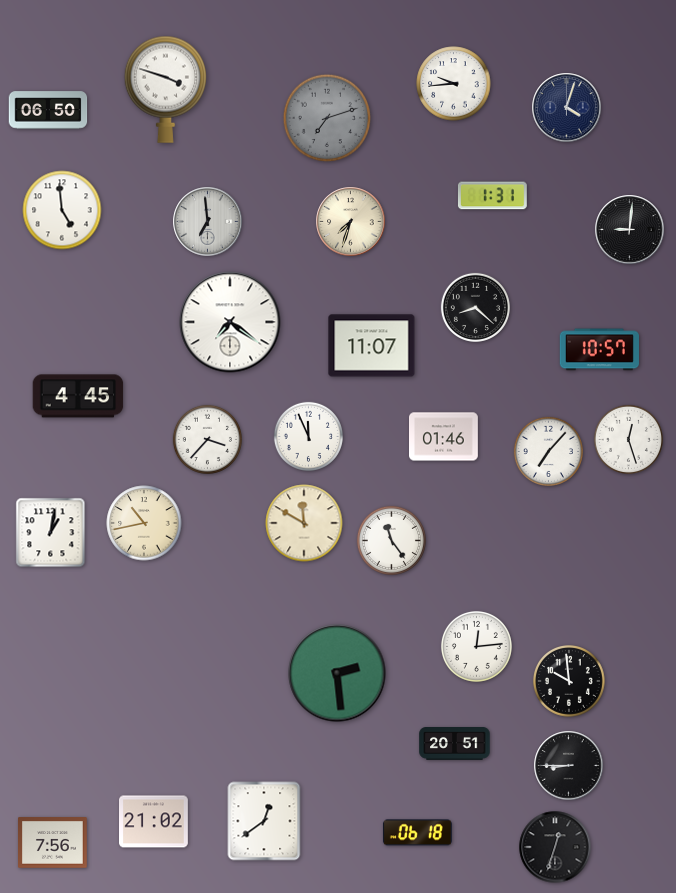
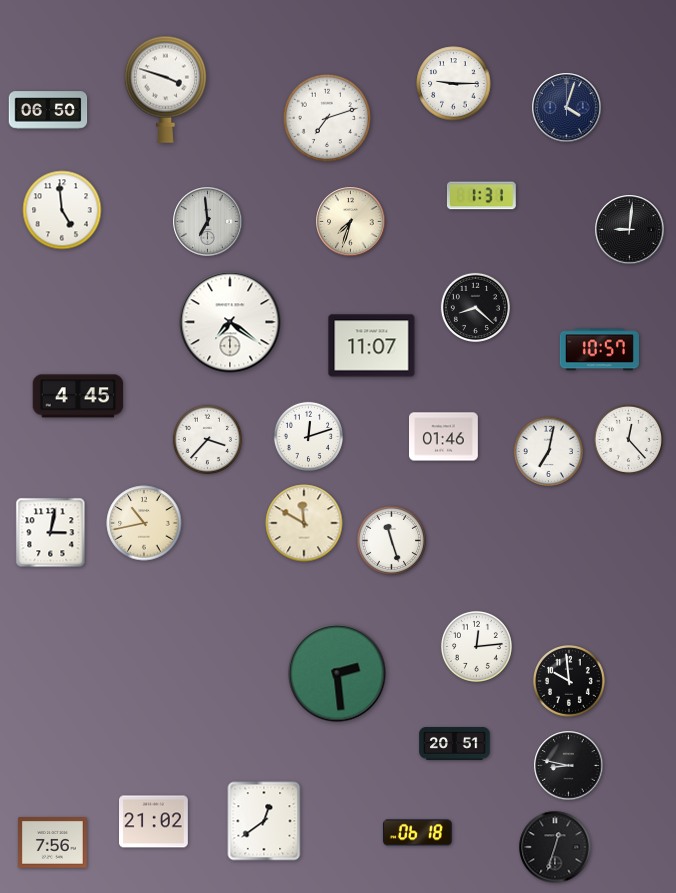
clock at (454, 84): 9:44 -> 9:15
clock at (327, 118) dial: grey -> white
clock at (492, 196) position: (492, 196) -> (481, 196)
clock at (308, 436): 11:56 -> 12:12
clock at (628, 439): 12:27 -> 12:23
clock at (548, 451): 7:07 -> 7:02
clock at (51, 533): 1:02 -> 3:02
clock at (391, 540): 11:24 -> 11:27
clock at (569, 766): 8:45 -> 8:47
